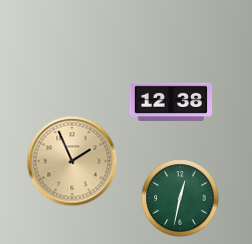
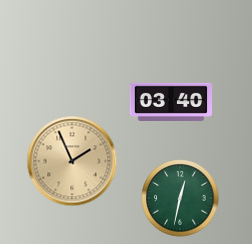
clock at (171, 102): 12:38 -> 03:40
